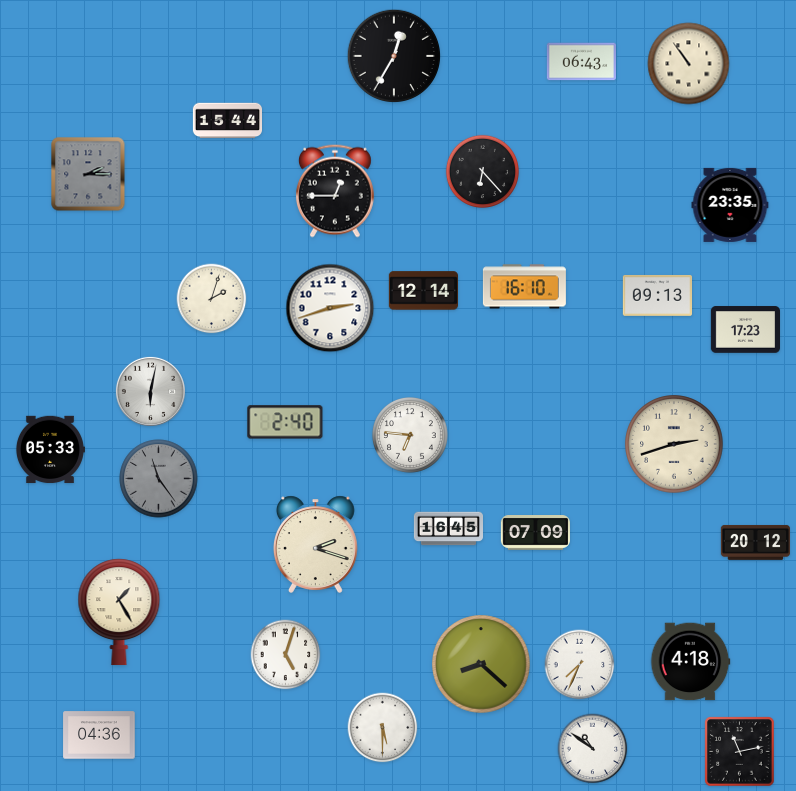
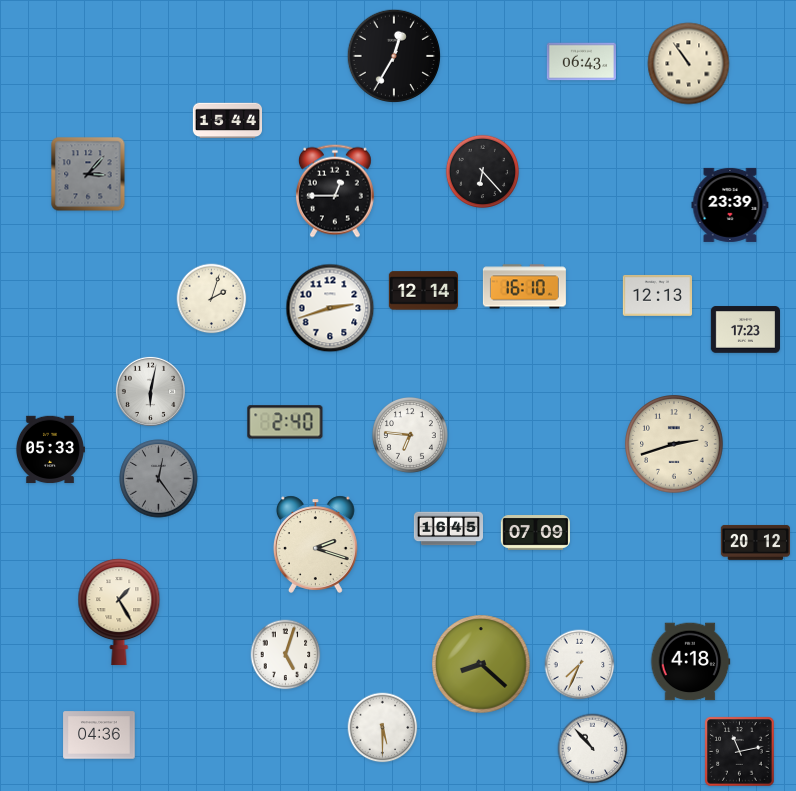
clock at (88, 174): 2:15 -> 3:07
clock at (730, 205): 23:35 -> 23:39
clock at (657, 296): 09:13 -> 12:13
clock at (159, 479): 11:24 -> 12:24
clock at (593, 749): 10:51 -> 10:53
